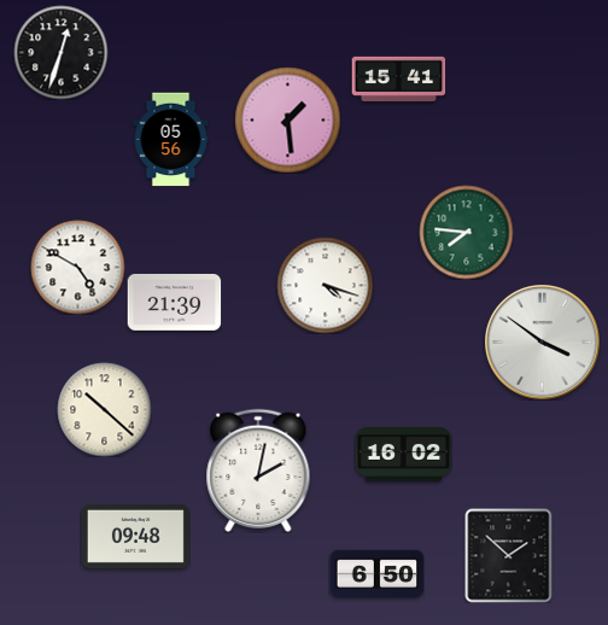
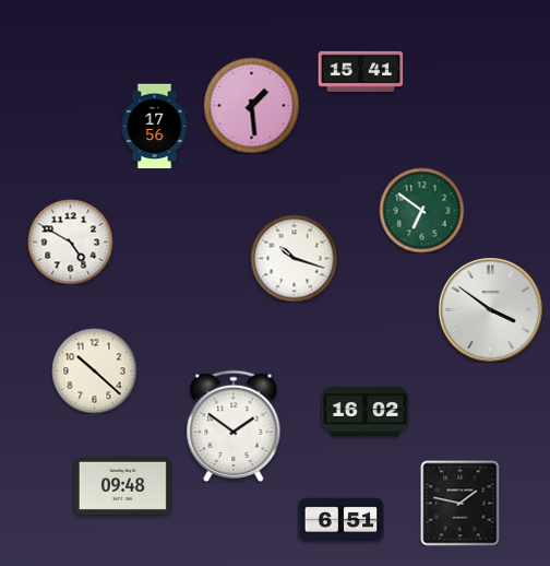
clock at (60, 52): 12:33 -> none
clock at (287, 119) position: (287, 119) -> (251, 105)
clock at (171, 139): 05:56 -> 17:56
clock at (466, 232): 7:46 -> 6:51
clock at (325, 285): 4:18 -> 10:18
clock at (174, 302): 21:39 -> none
clock at (258, 469): 2:02 -> 1:51
clock at (509, 555): 1:52 -> 1:47
clock at (376, 574): 6:50 -> 6:51
